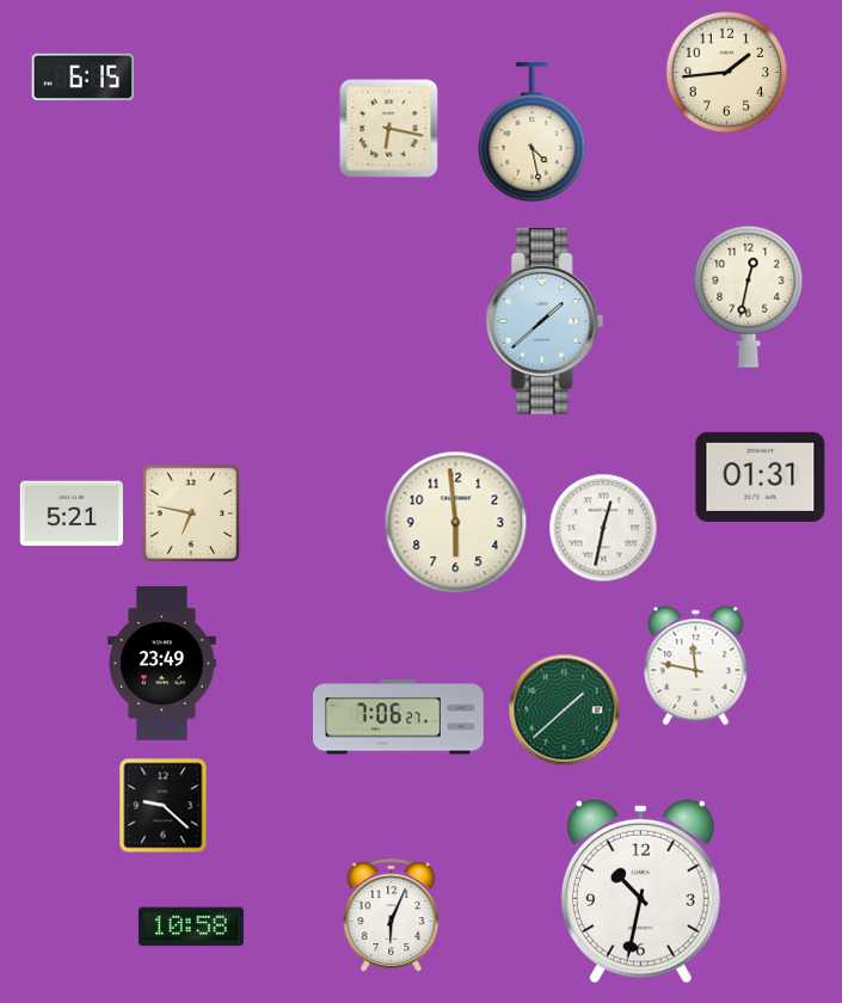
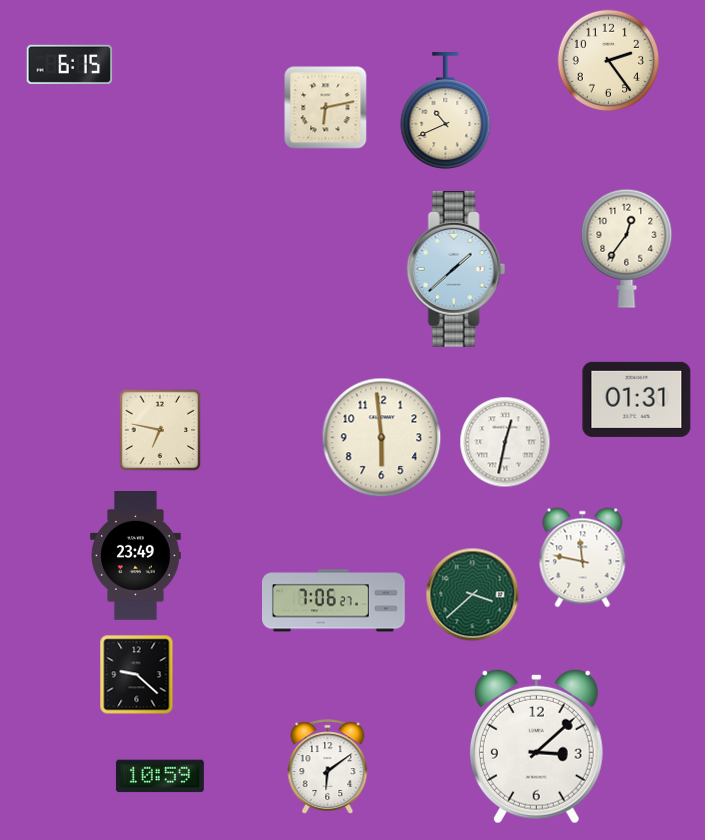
clock at (727, 73): 1:44 -> 2:24
clock at (389, 129): 6:17 -> 6:13
clock at (533, 133): 4:28 -> 10:41
clock at (749, 296): 12:32 -> 12:36
clock at (72, 513): 5:21 -> none
clock at (565, 710): 1:38 -> 3:38
clock at (640, 891): 10:32 -> 3:08
clock at (392, 916): 6:04 -> 6:09
clock at (191, 927): 10:58 -> 10:59
